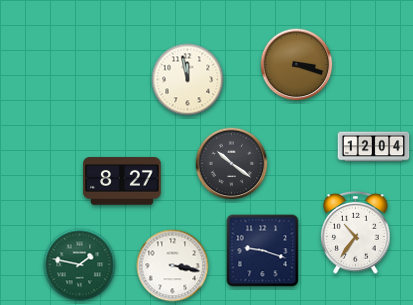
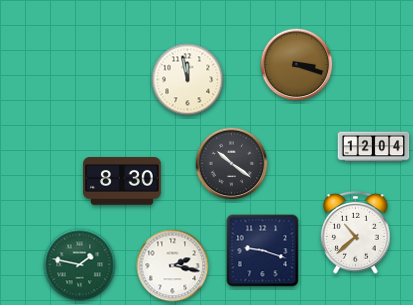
clock at (122, 181): 8:27 -> 8:30
clock at (356, 233): 10:36 -> 10:38
clock at (173, 266): 3:17 -> 2:17
